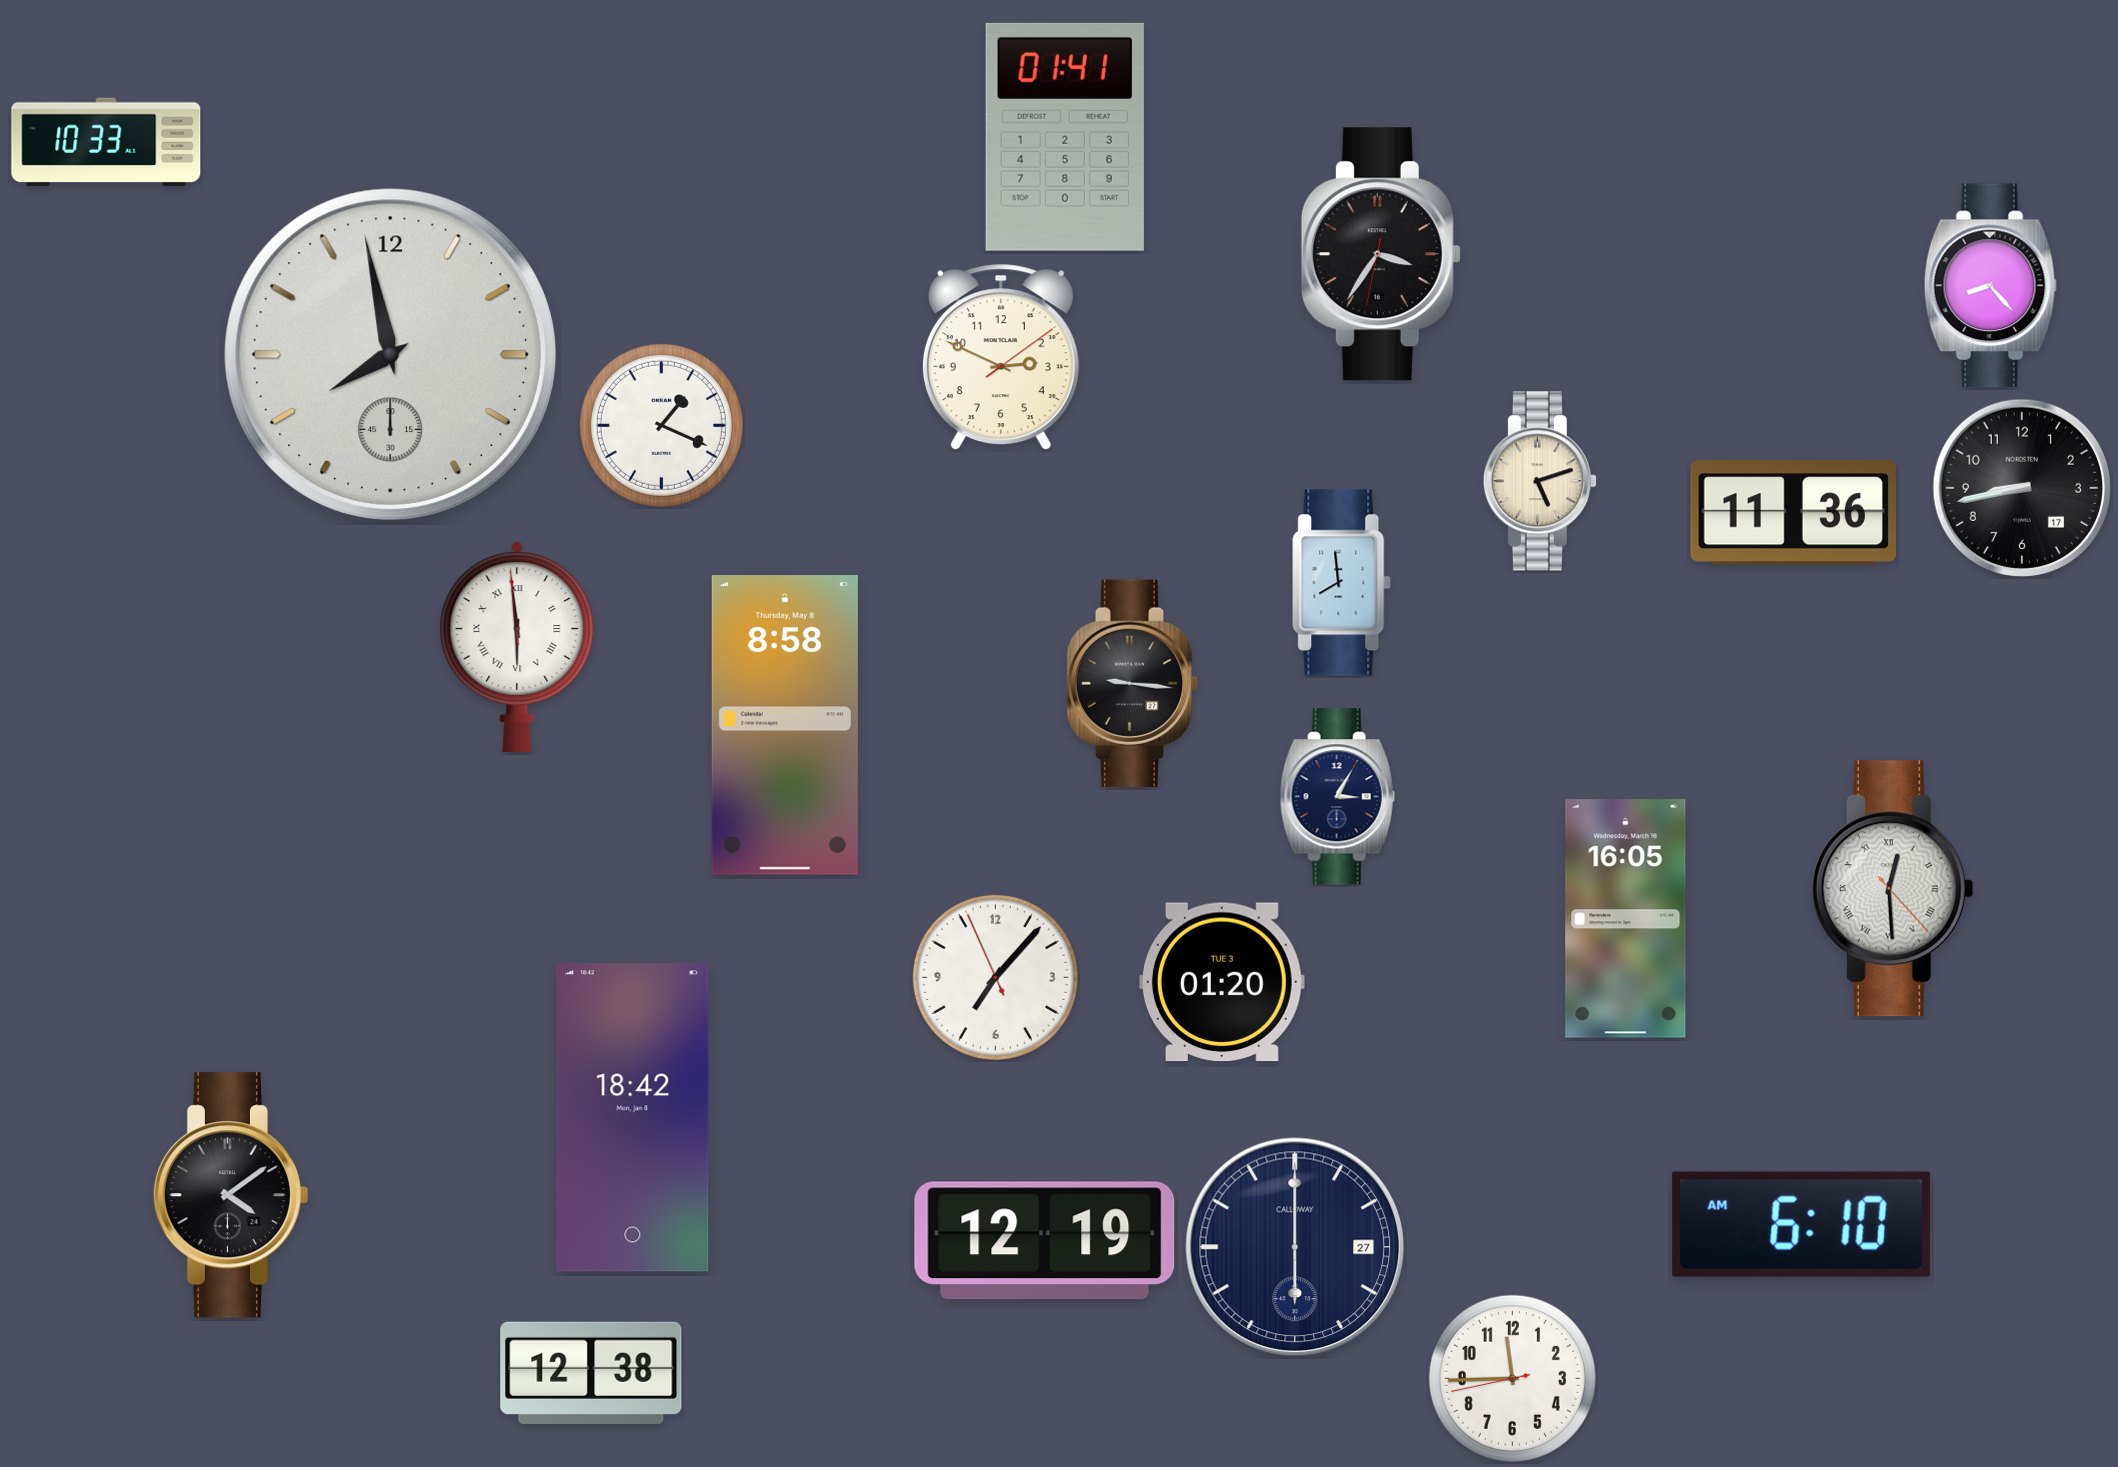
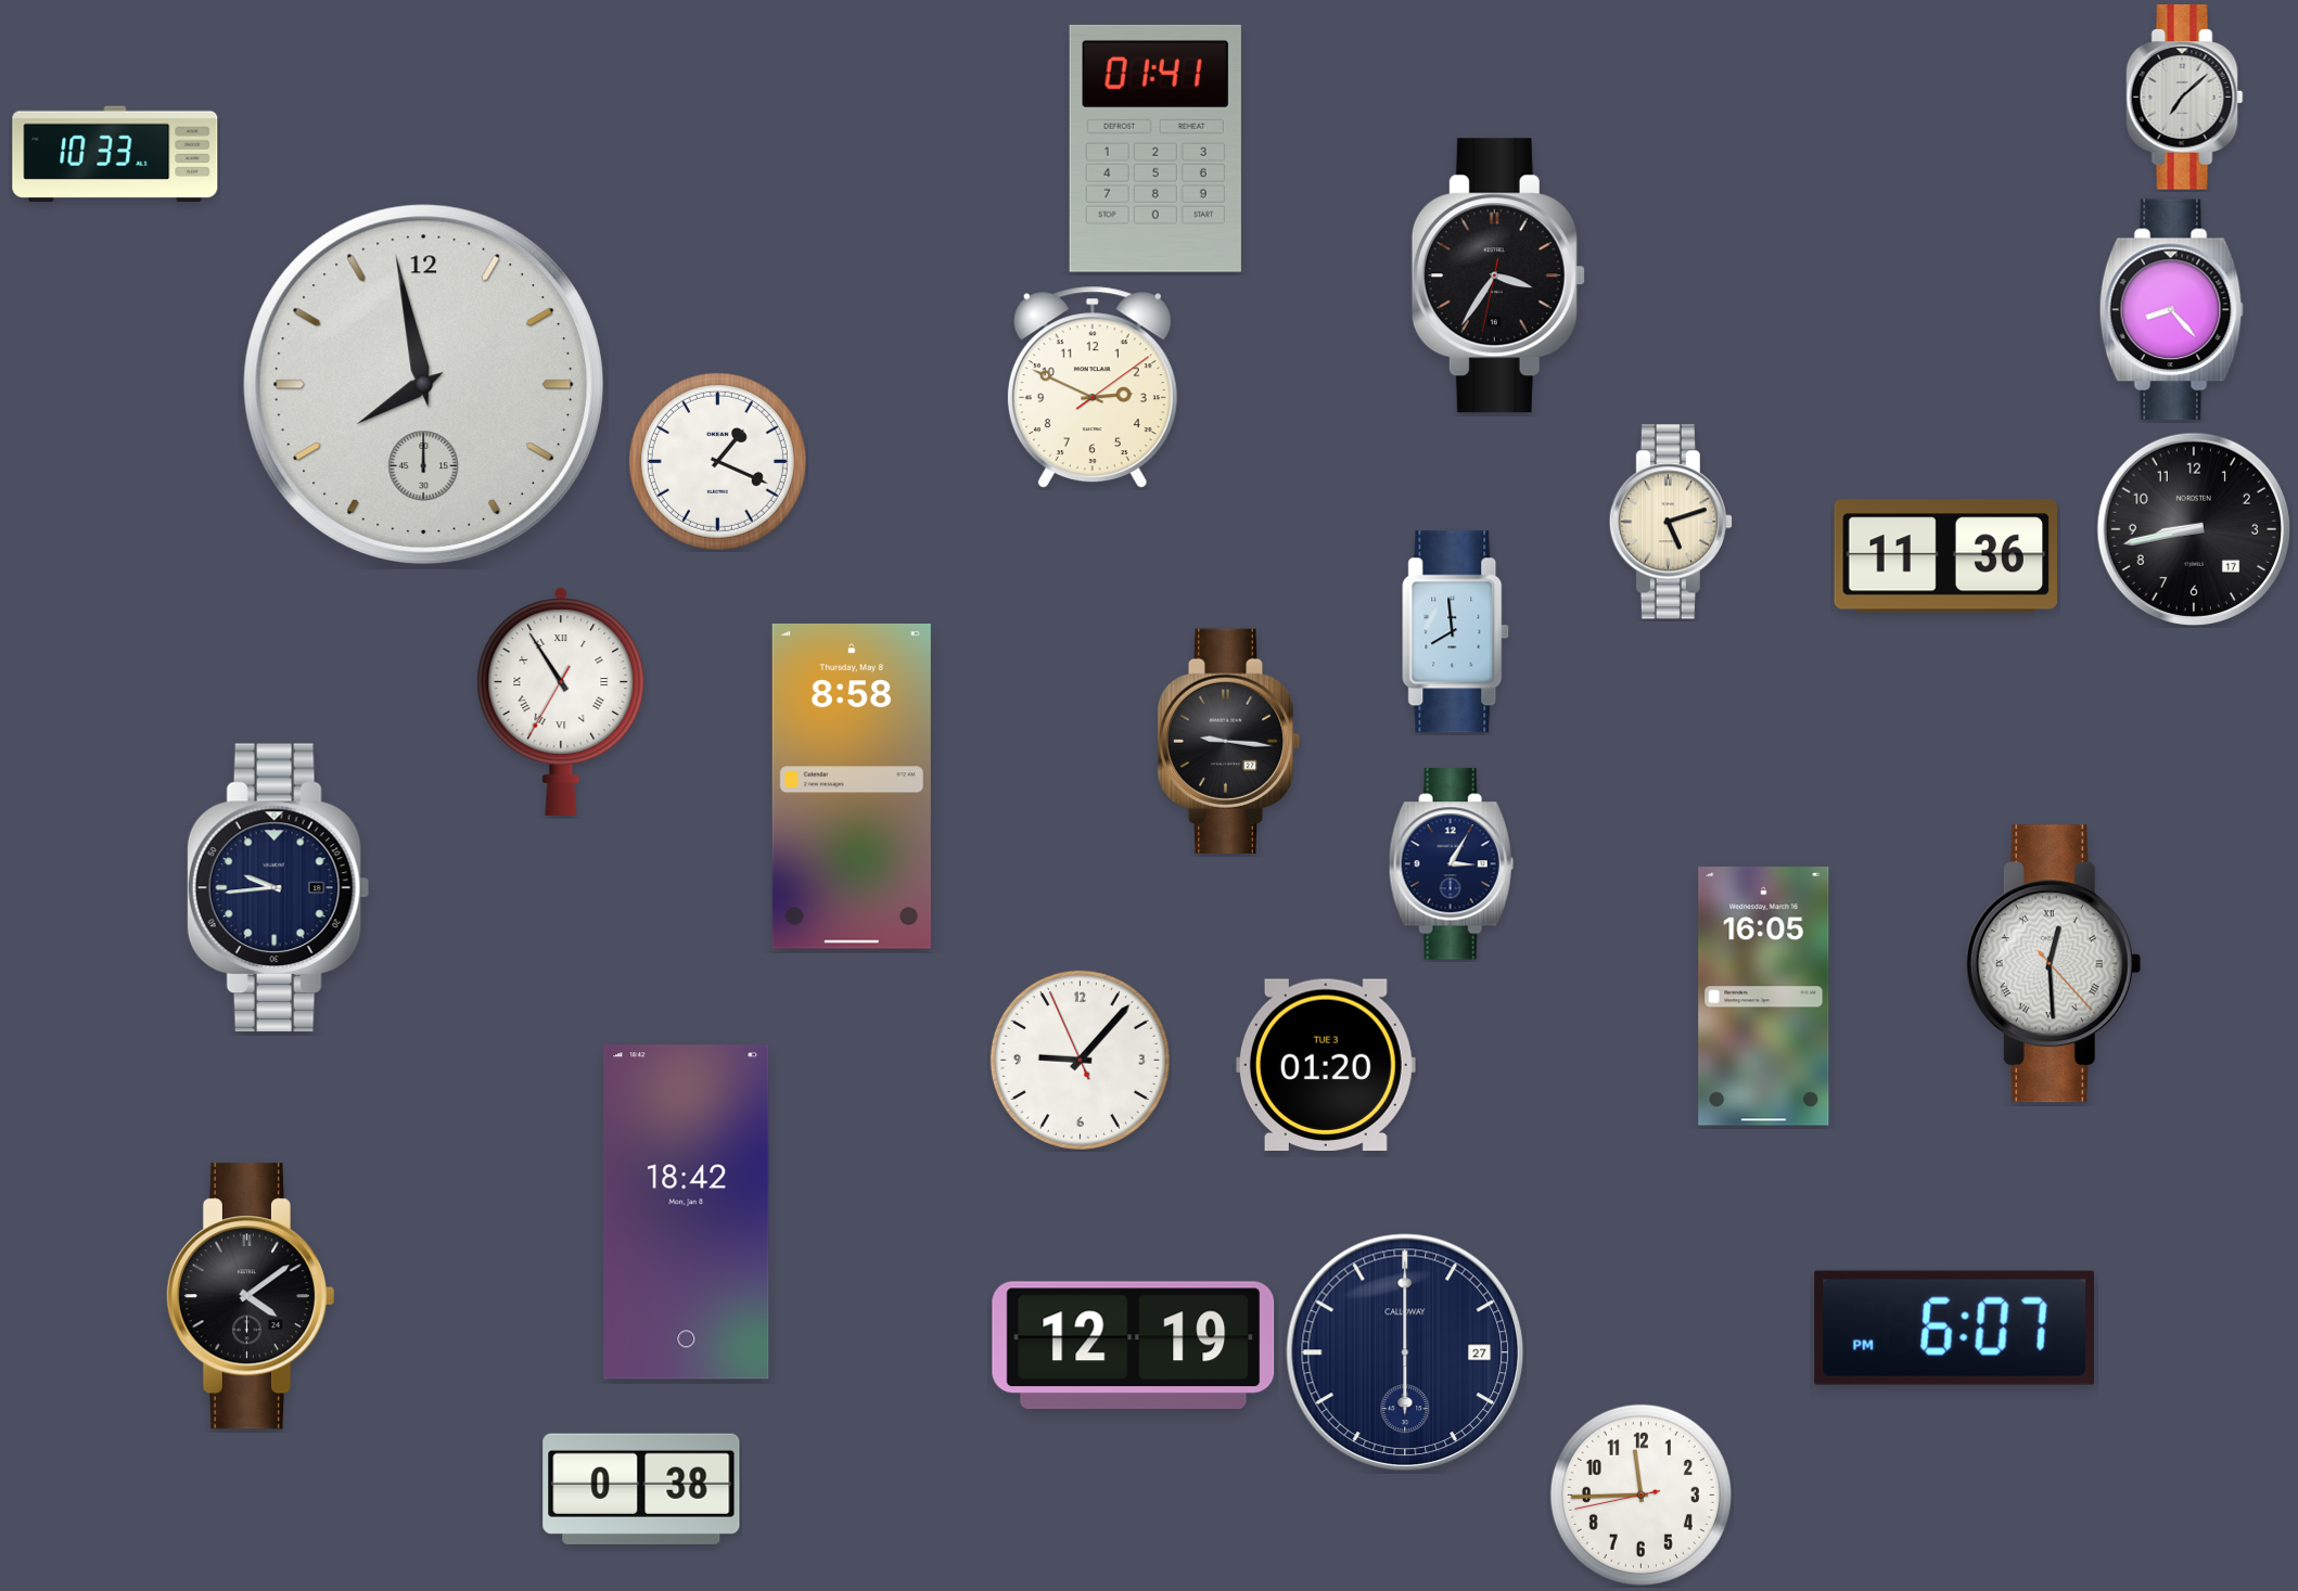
clock at (2185, 98): none -> 7:08
clock at (1990, 286) position: (1990, 286) -> (2171, 310)
clock at (1001, 357) position: (1001, 357) -> (1093, 387)
clock at (517, 647): 5:58 -> 10:54
clock at (278, 888): none -> 9:44
clock at (995, 977): 7:06 -> 9:06
clock at (1801, 1224): 6:10 -> 6:07
clock at (591, 1373): 12:38 -> 0:38
